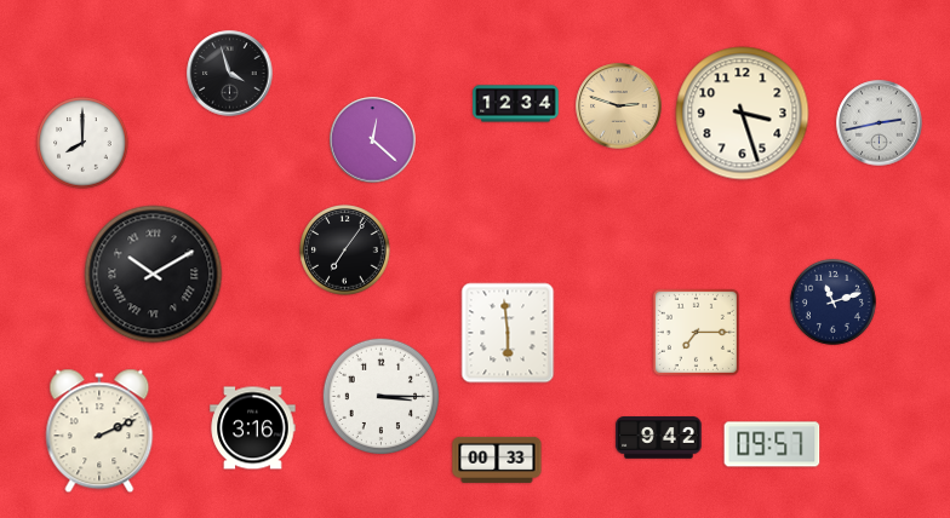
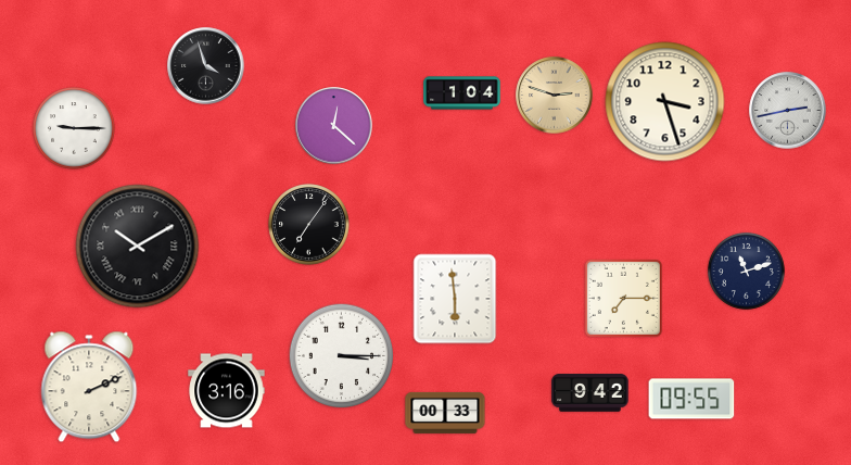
clock at (516, 104): 12:34 -> 1:04
clock at (82, 143): 8:00 -> 9:15
clock at (253, 428) position: (253, 428) -> (227, 391)
clock at (772, 444): 09:57 -> 09:55
